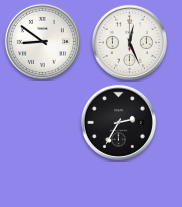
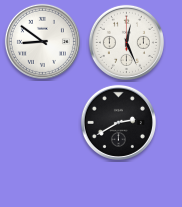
clock at (129, 42) position: (129, 42) -> (126, 42)
clock at (118, 122): 2:35 -> 2:40
